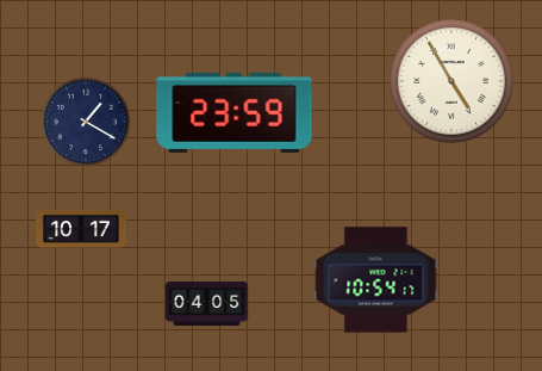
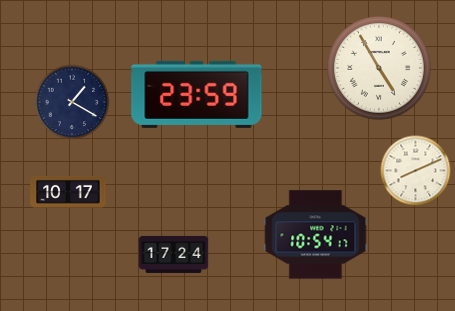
clock at (416, 171): none -> 8:11
clock at (207, 303): 04:05 -> 17:24
